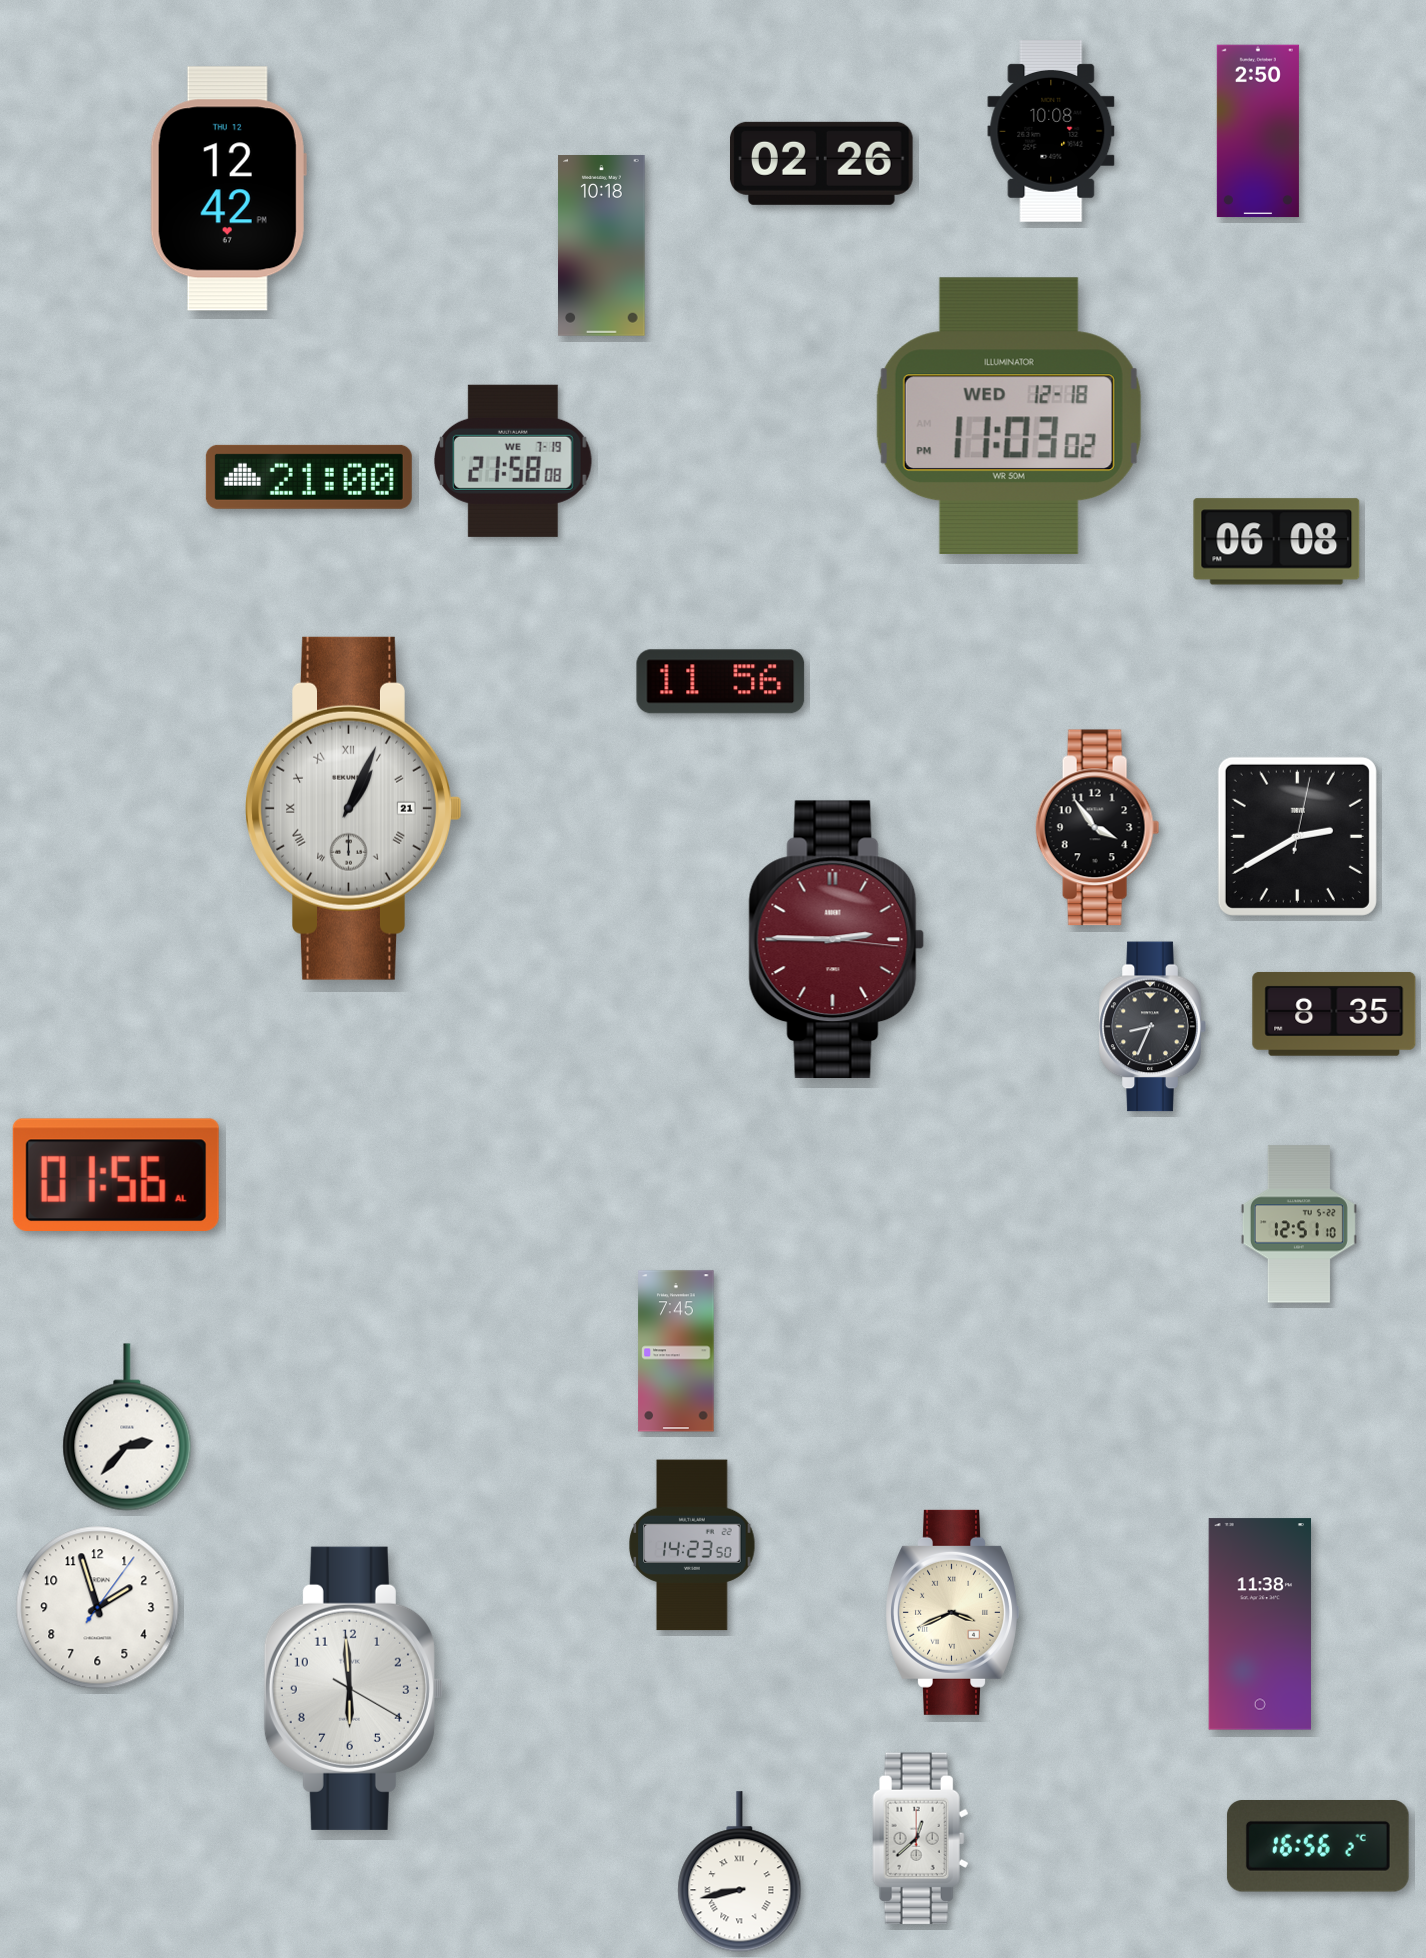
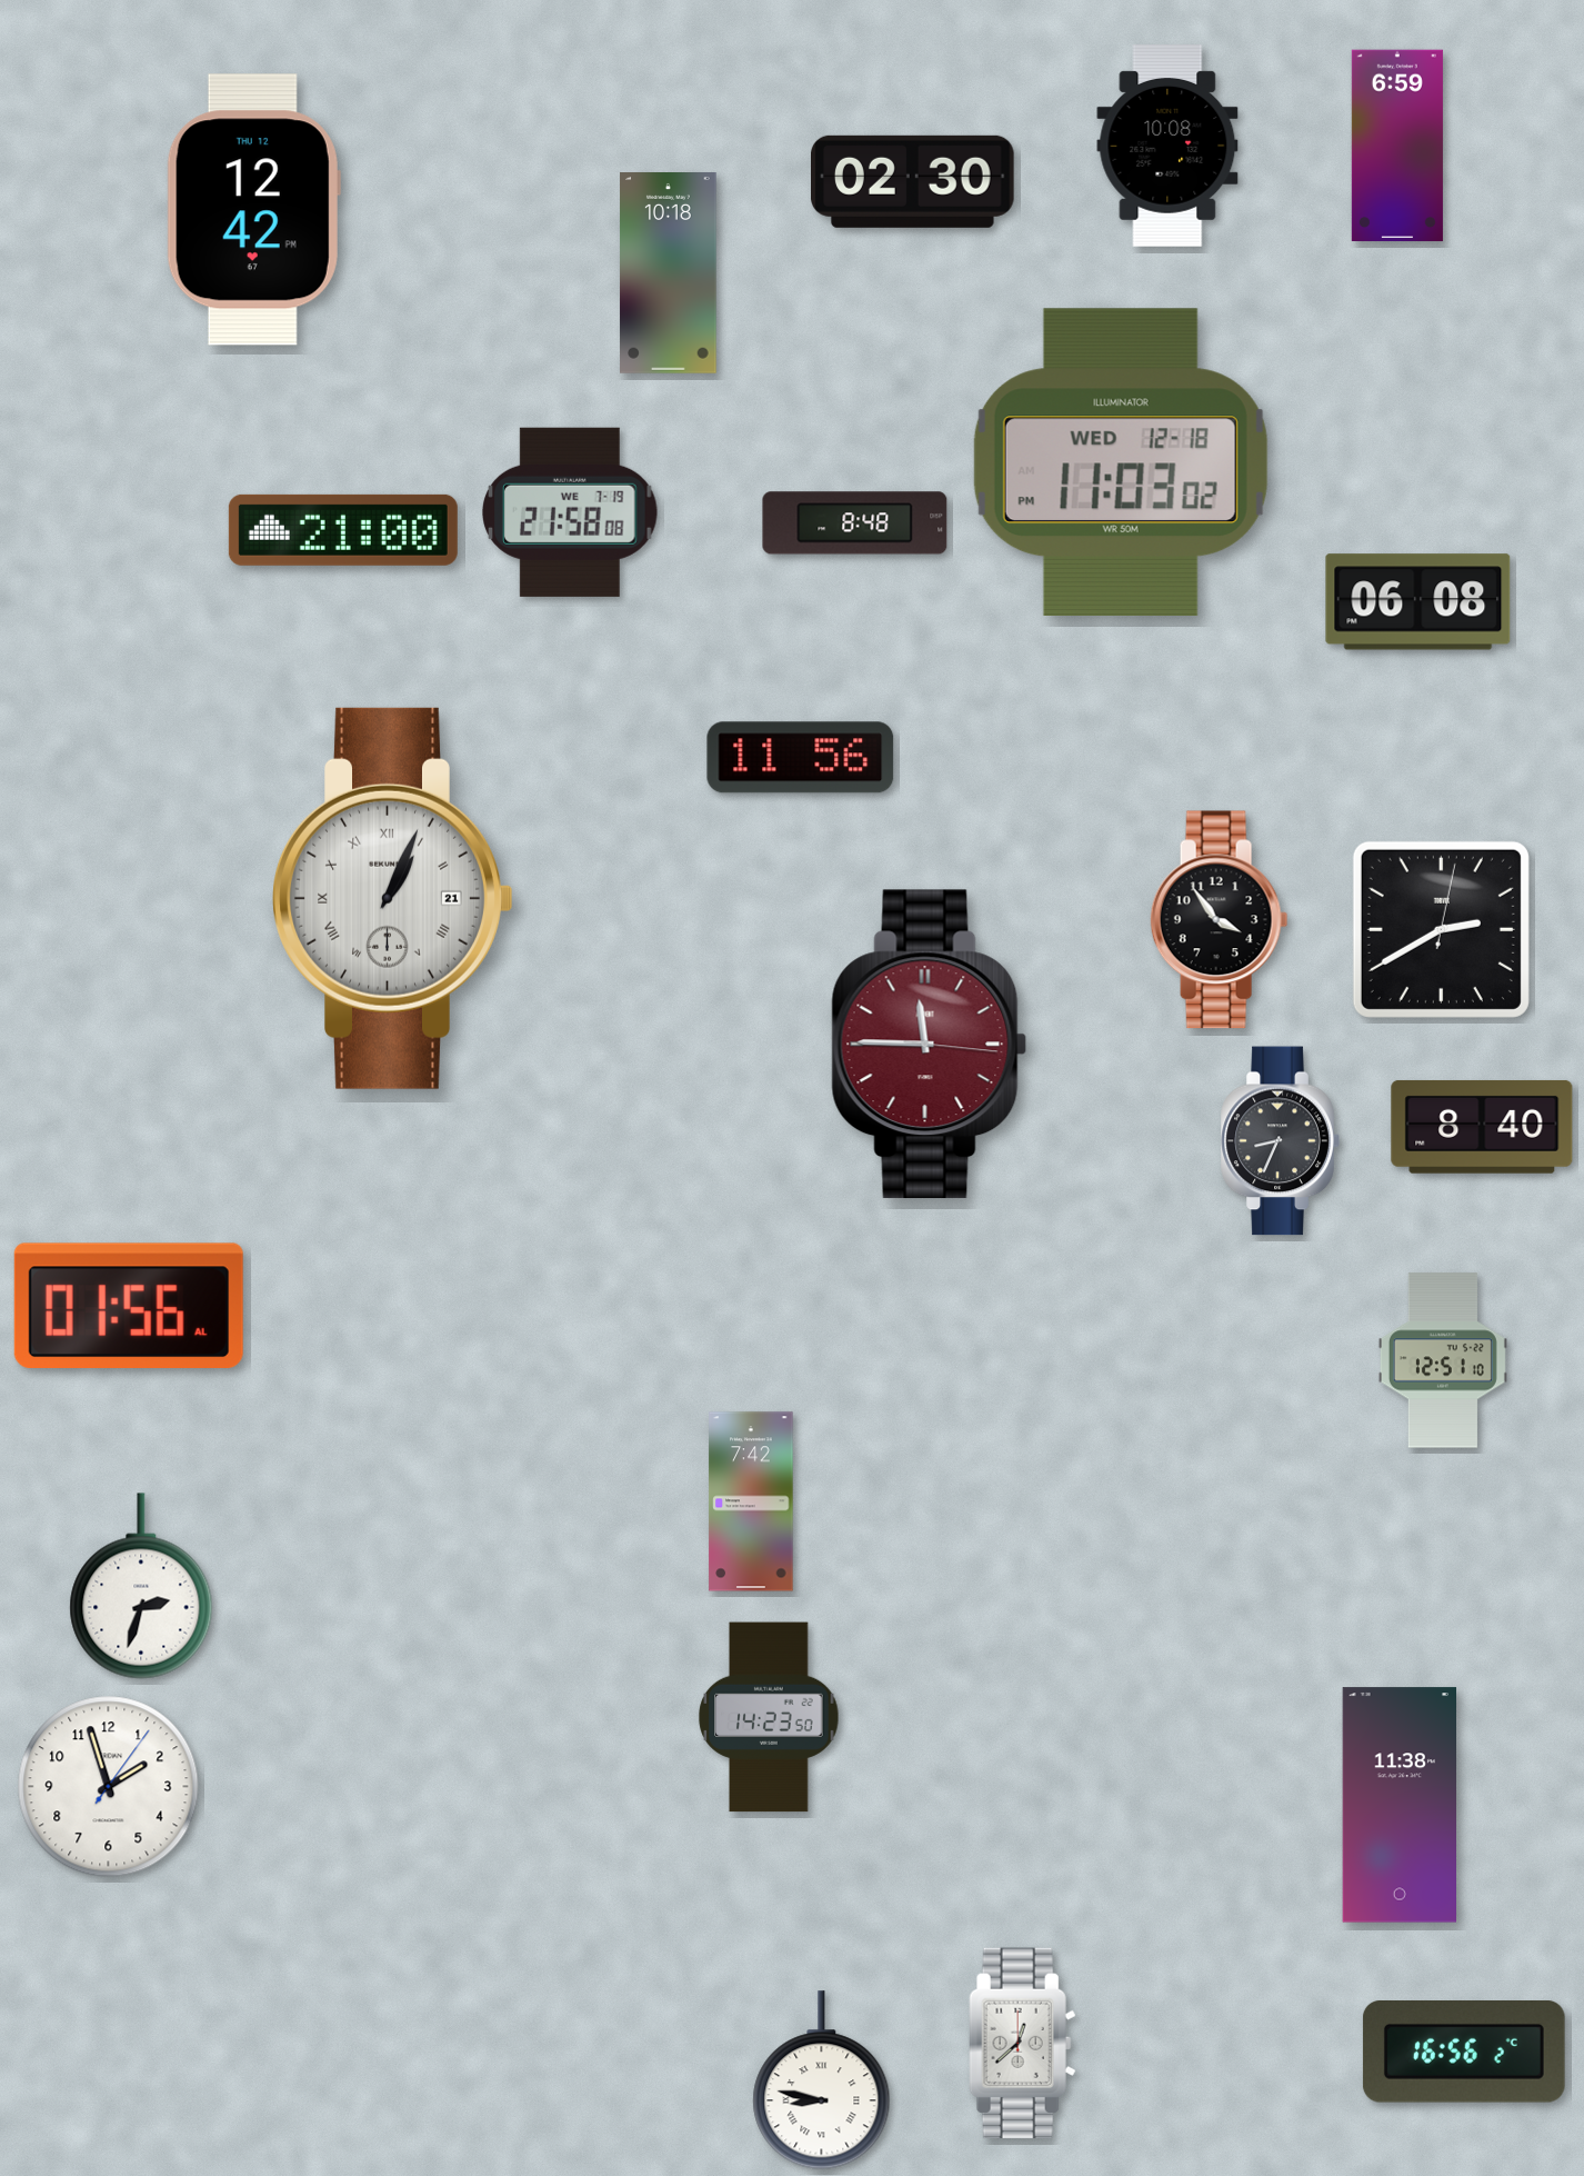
clock at (1258, 131): 2:50 -> 6:59
clock at (822, 163): 02:26 -> 02:30
clock at (855, 523): none -> 8:48
clock at (837, 940): 2:45 -> 11:45
clock at (1334, 1014): 8:35 -> 8:40
clock at (676, 1351): 7:45 -> 7:42
clock at (127, 1427): 2:37 -> 2:33
clock at (952, 1612): 3:41 -> none
clock at (353, 1688): 5:59 -> none
clock at (740, 1872): 8:43 -> 8:47
